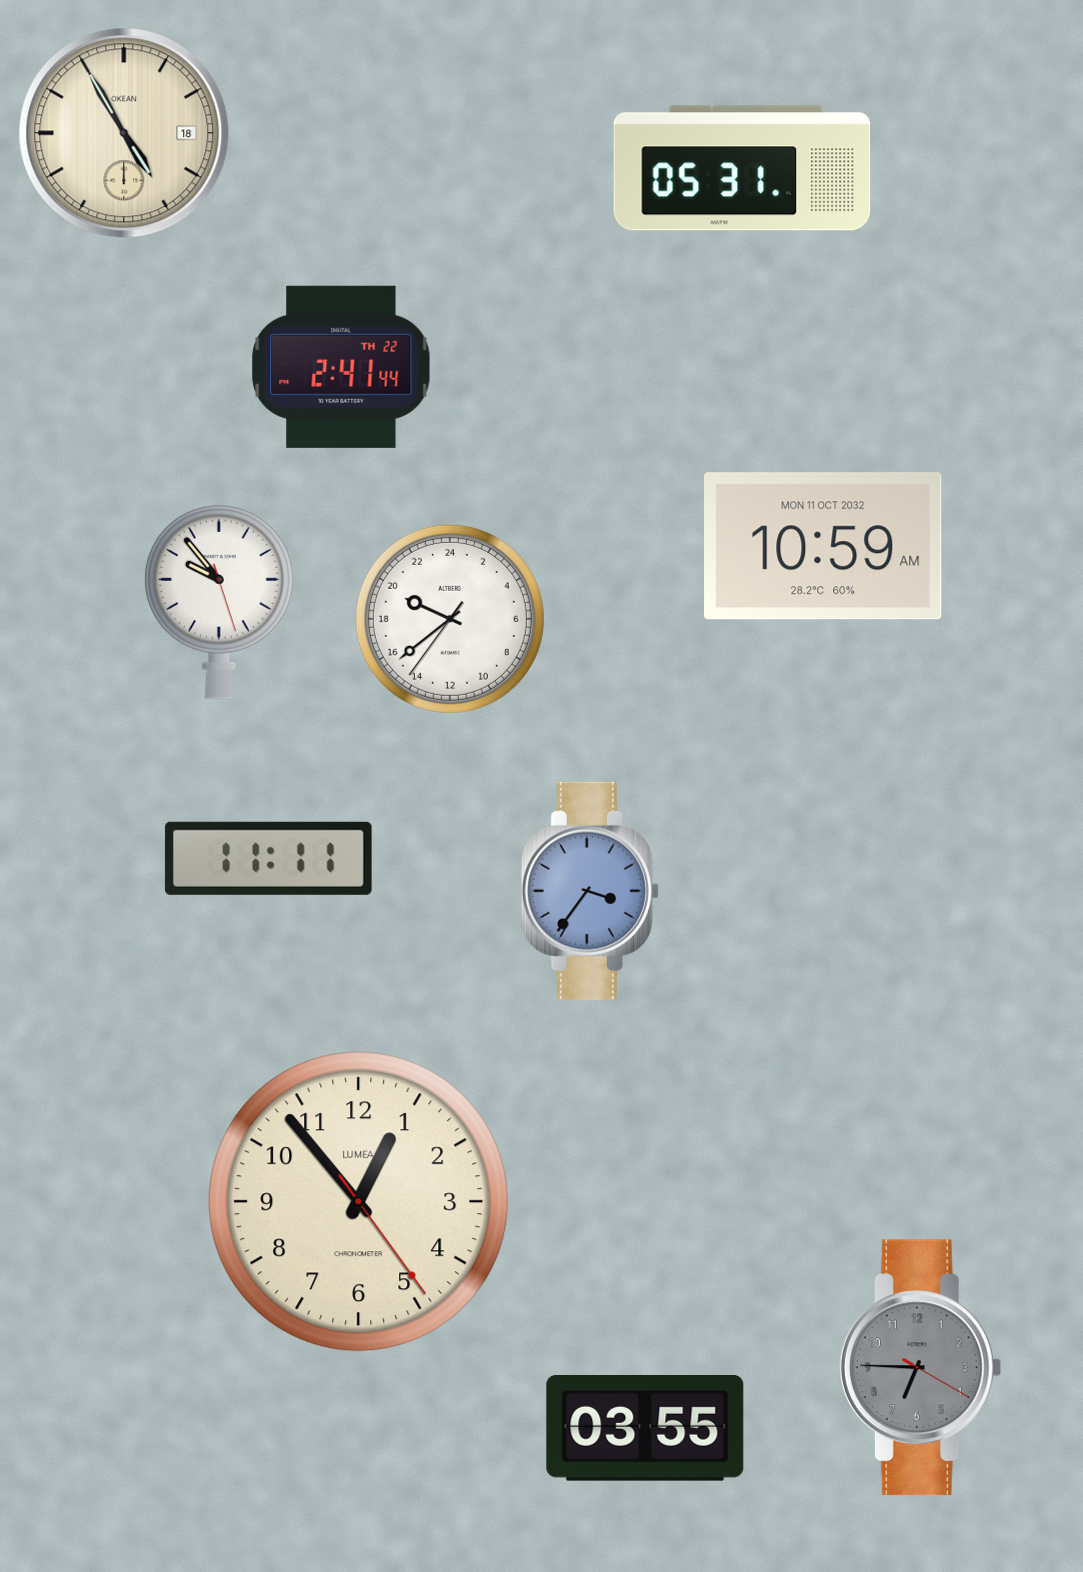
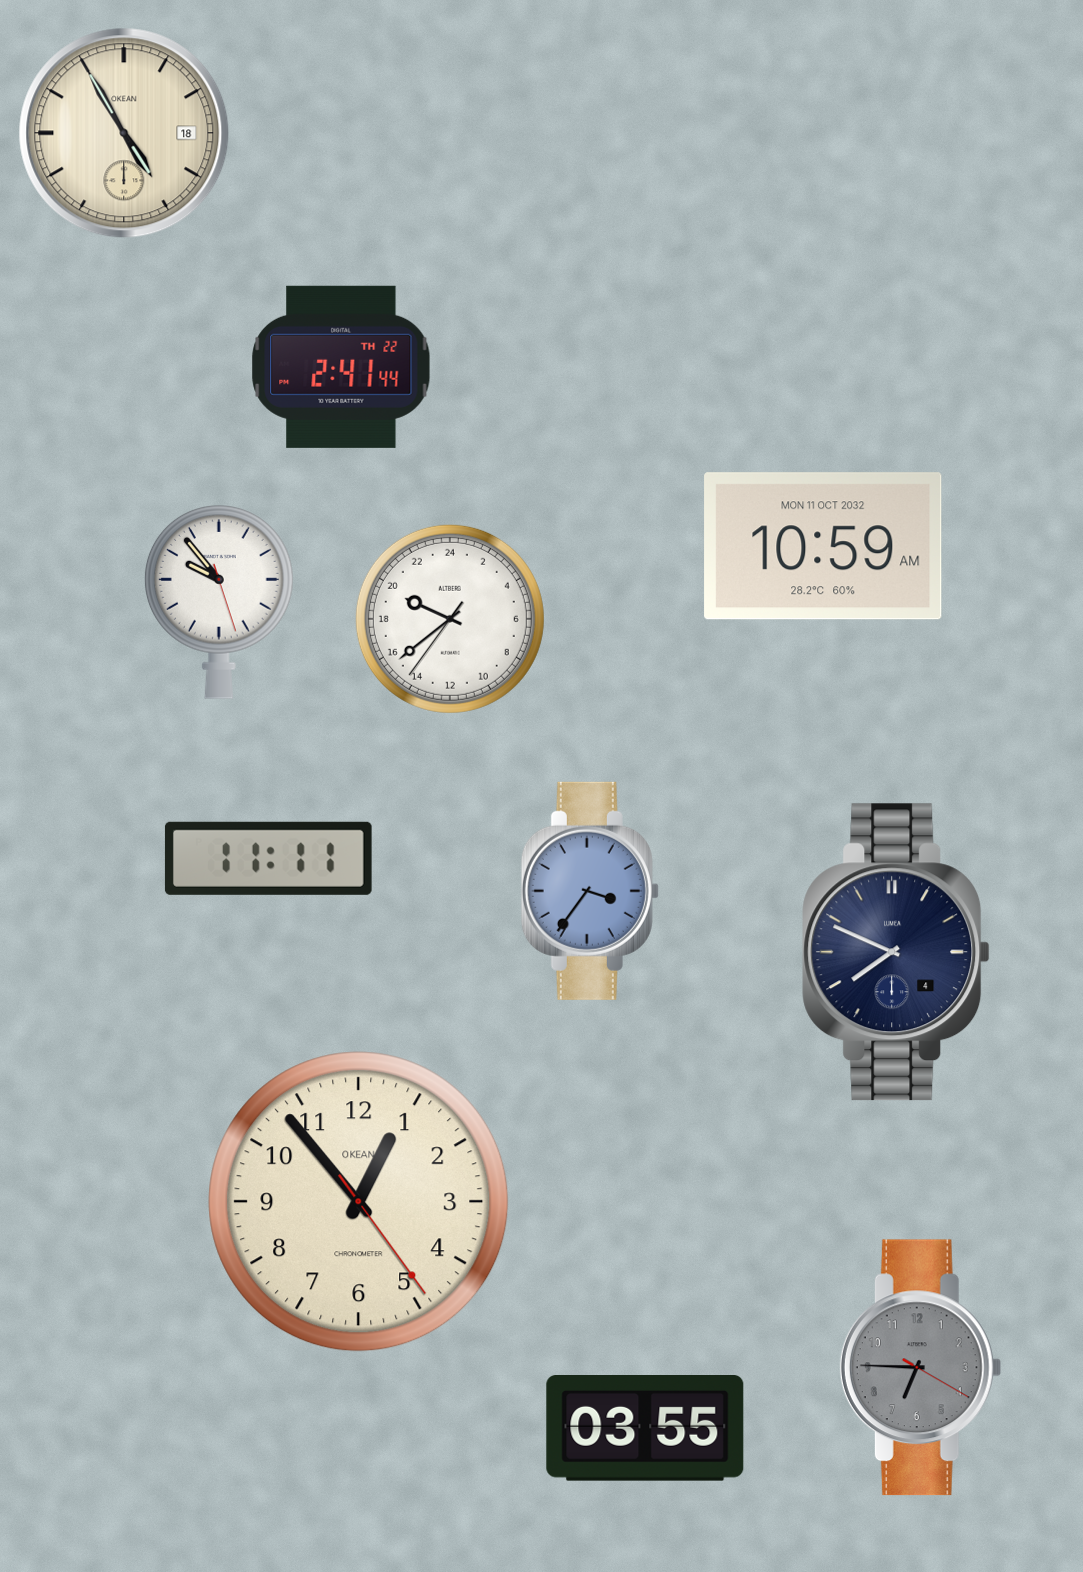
clock at (742, 168): 05:31 -> none
clock at (896, 952): none -> 7:49
clock at (359, 1202) brand: LUMEA -> OKEAN
